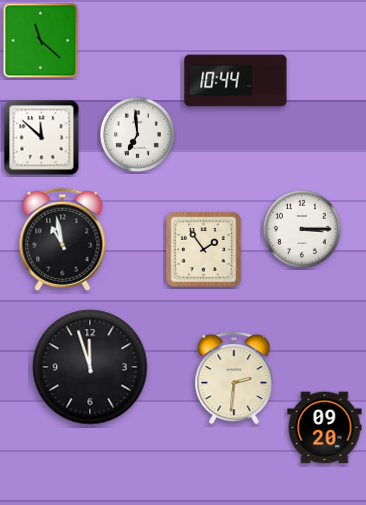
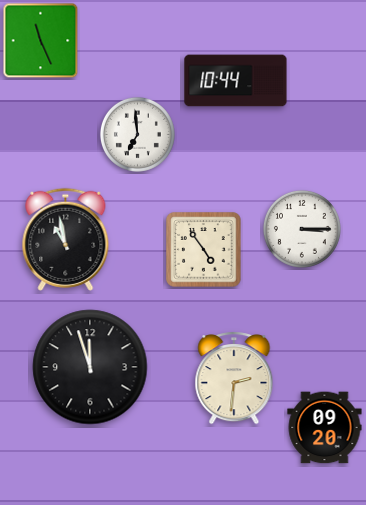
clock at (41, 41): 11:22 -> 11:26
clock at (42, 138): 11:52 -> none
clock at (63, 239) position: (63, 239) -> (66, 239)
clock at (204, 250): 1:54 -> 4:54
